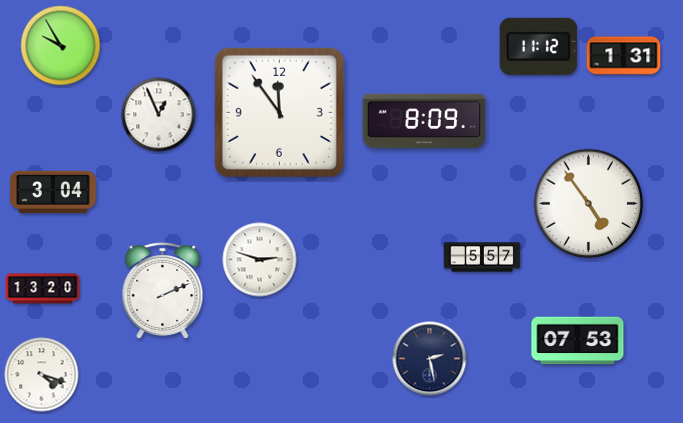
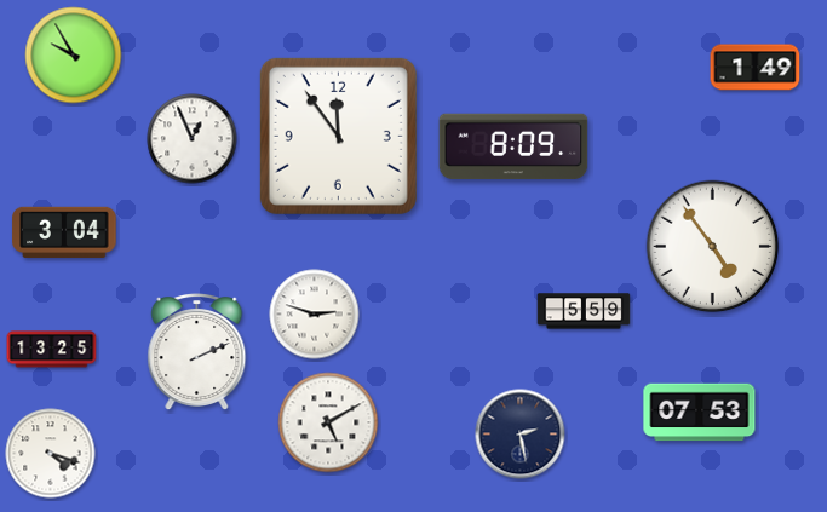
clock at (539, 46): 11:12 -> none
clock at (624, 56): 1:31 -> 1:49
clock at (482, 257): 5:57 -> 5:59
clock at (43, 289): 13:20 -> 13:25
clock at (328, 422): none -> 5:10
